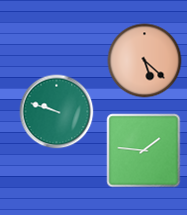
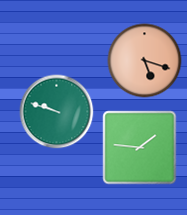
clock at (145, 61): 5:22 -> 5:18
clock at (144, 151) position: (144, 151) -> (140, 148)
